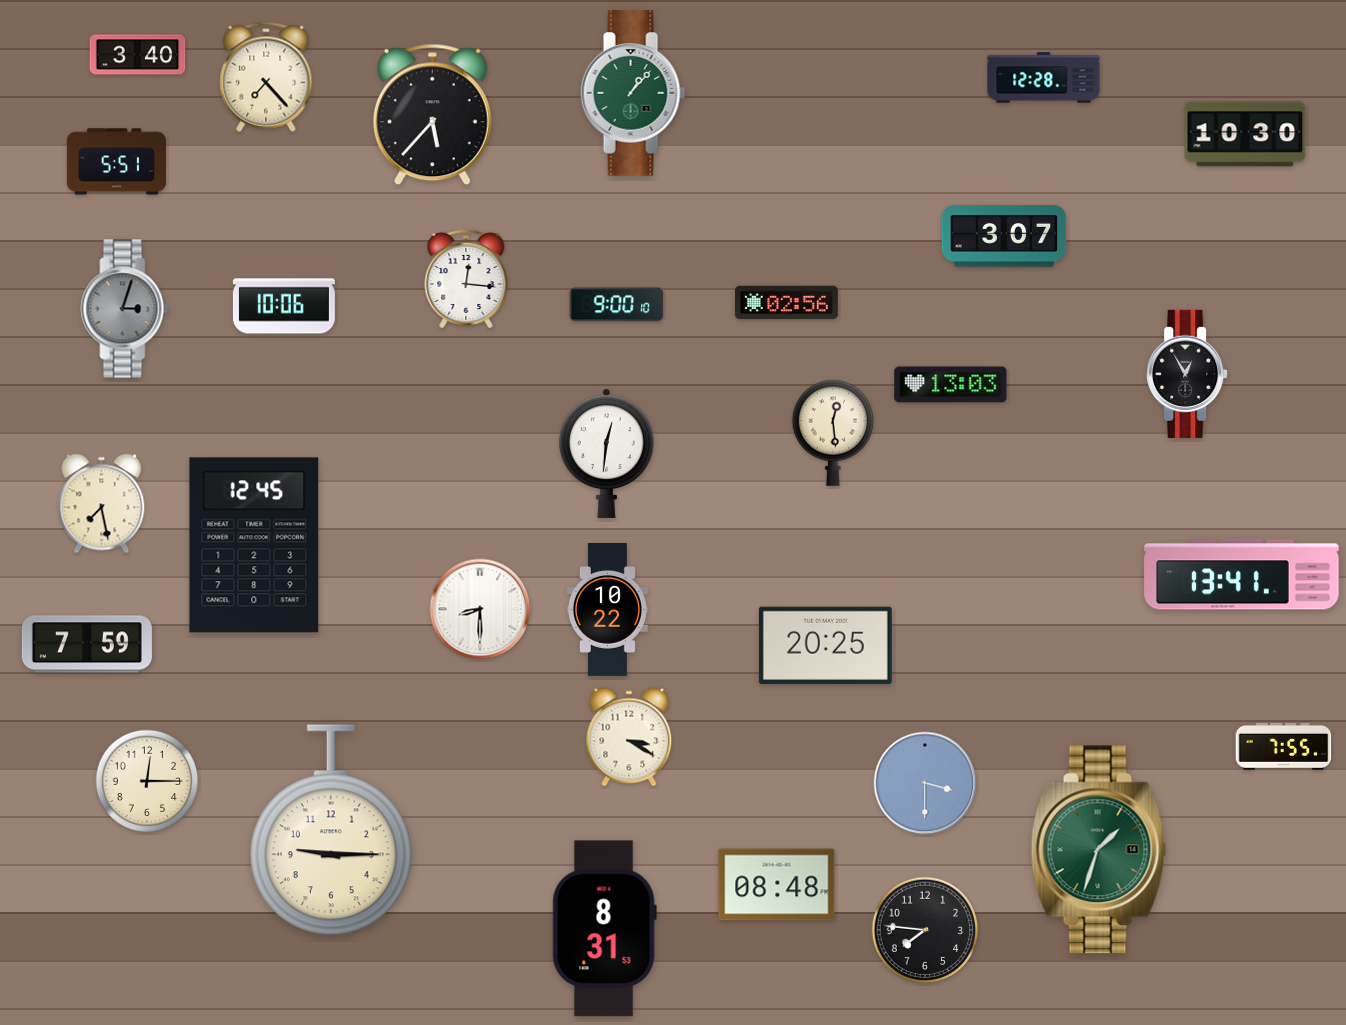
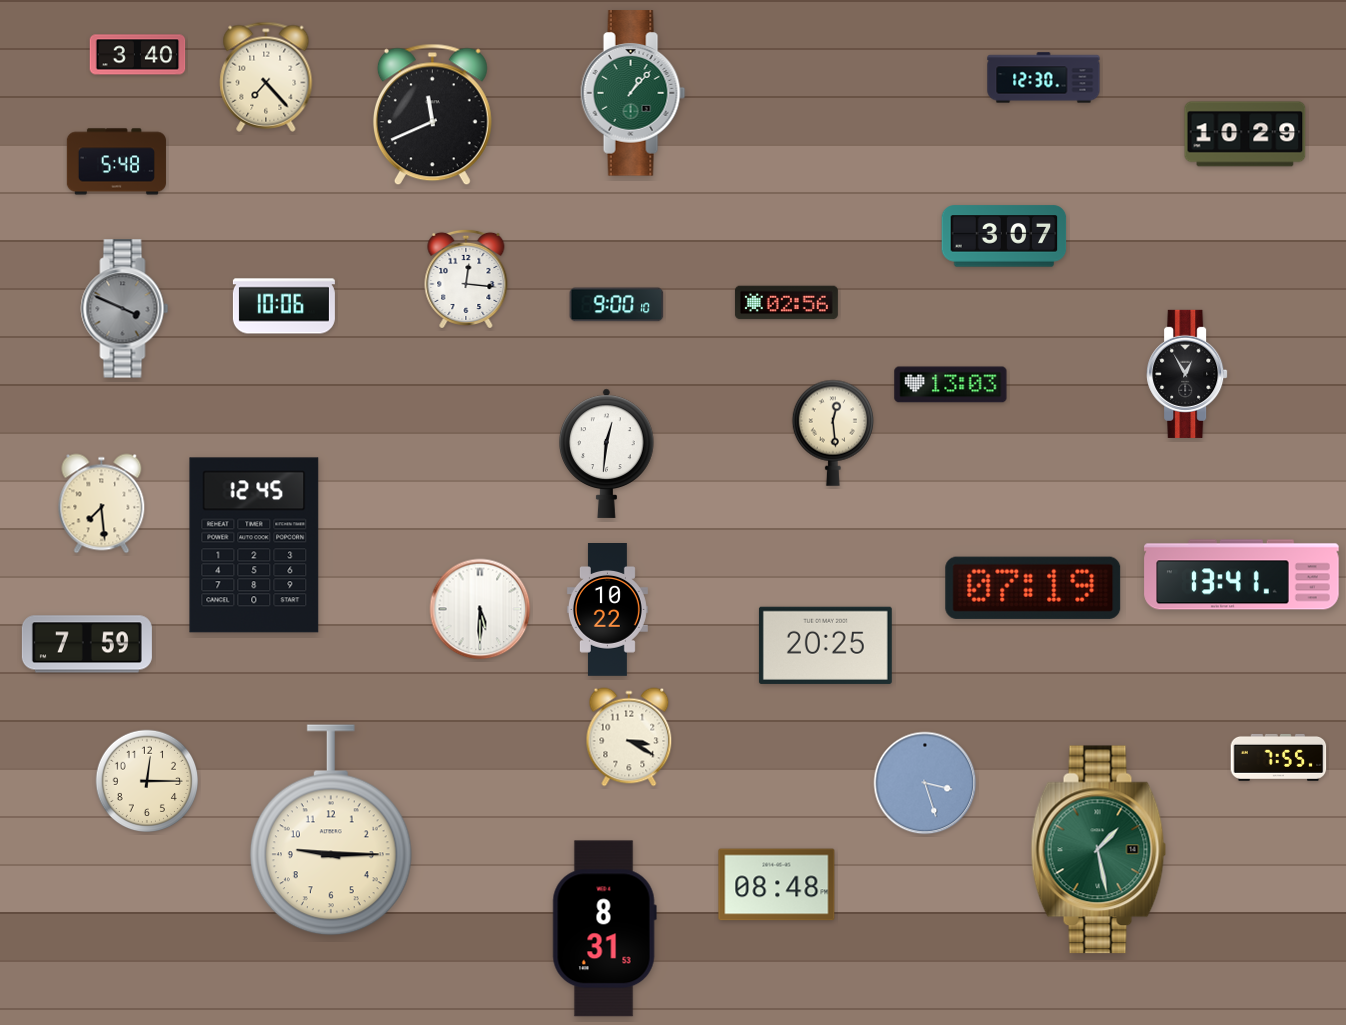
clock at (1044, 78): 12:28 -> 12:30
clock at (432, 115): 5:37 -> 11:41
clock at (1245, 134): 10:30 -> 10:29
clock at (116, 162): 5:51 -> 5:48
clock at (125, 309): 3:03 -> 3:49
clock at (102, 504): 7:28 -> 7:29
clock at (1033, 588): none -> 07:19
clock at (480, 609): 8:30 -> 5:30
clock at (1284, 746) position: (1284, 746) -> (1279, 757)
clock at (925, 783): 3:30 -> 3:27
clock at (1099, 850): 1:33 -> 1:28
clock at (925, 930): 7:46 -> none
